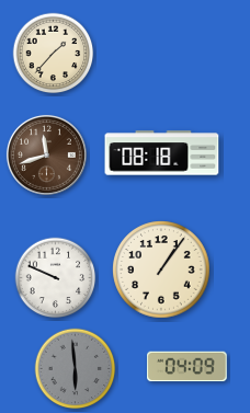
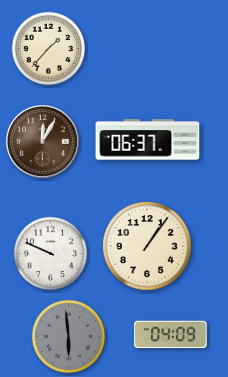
clock at (162, 153): 08:18 -> 06:37
clock at (46, 154): 11:42 -> 12:05
